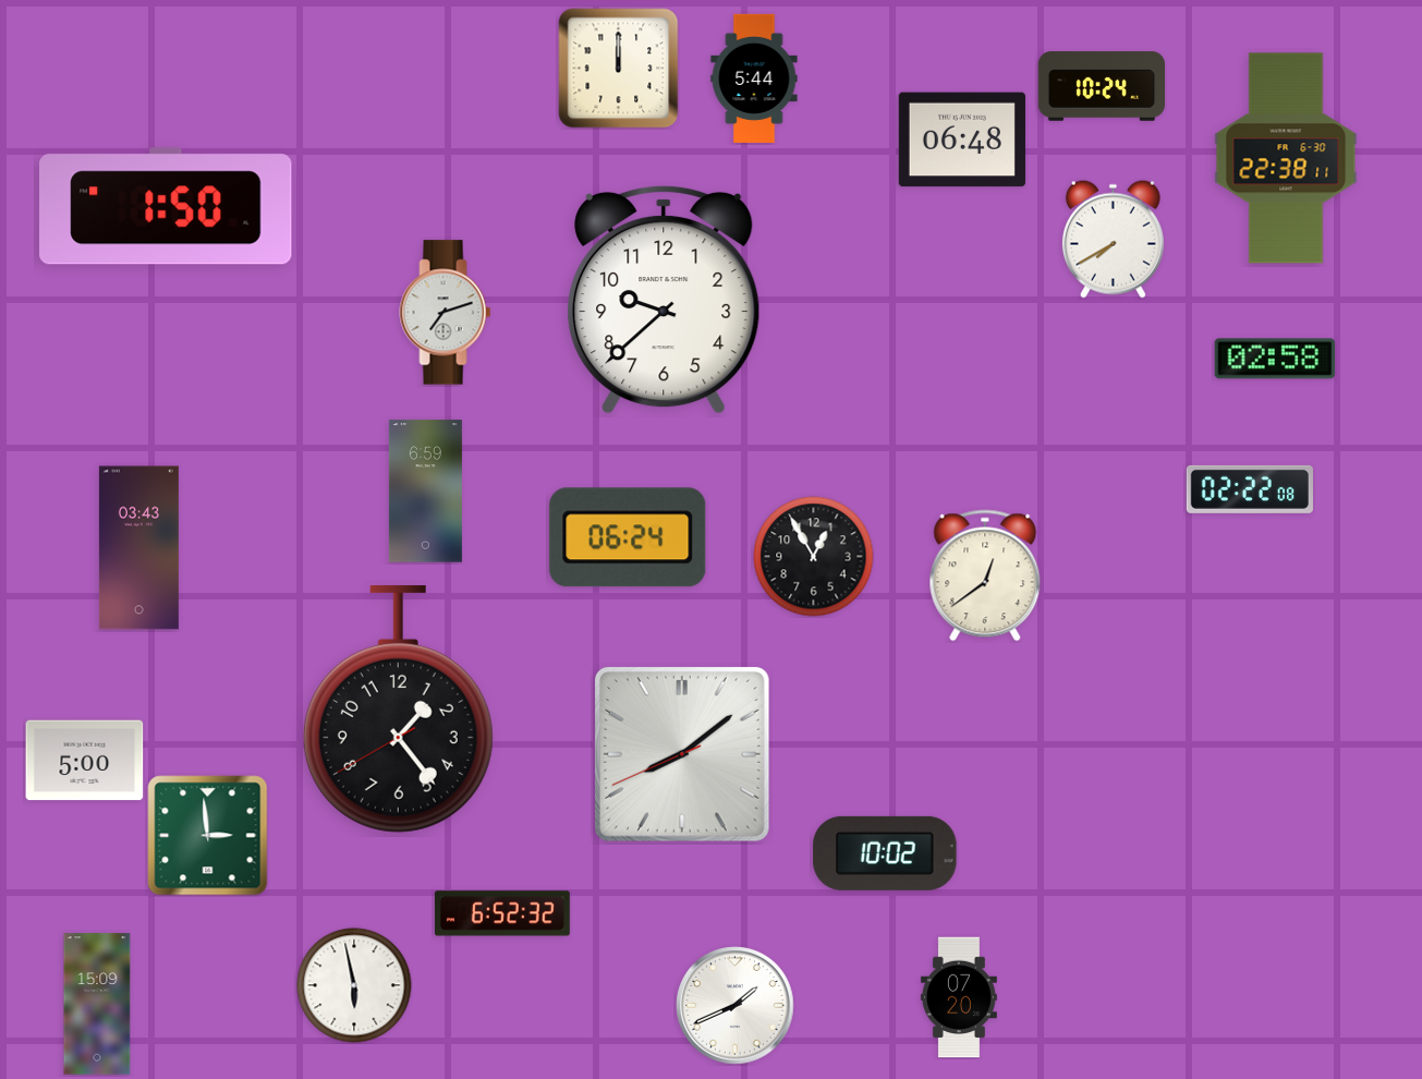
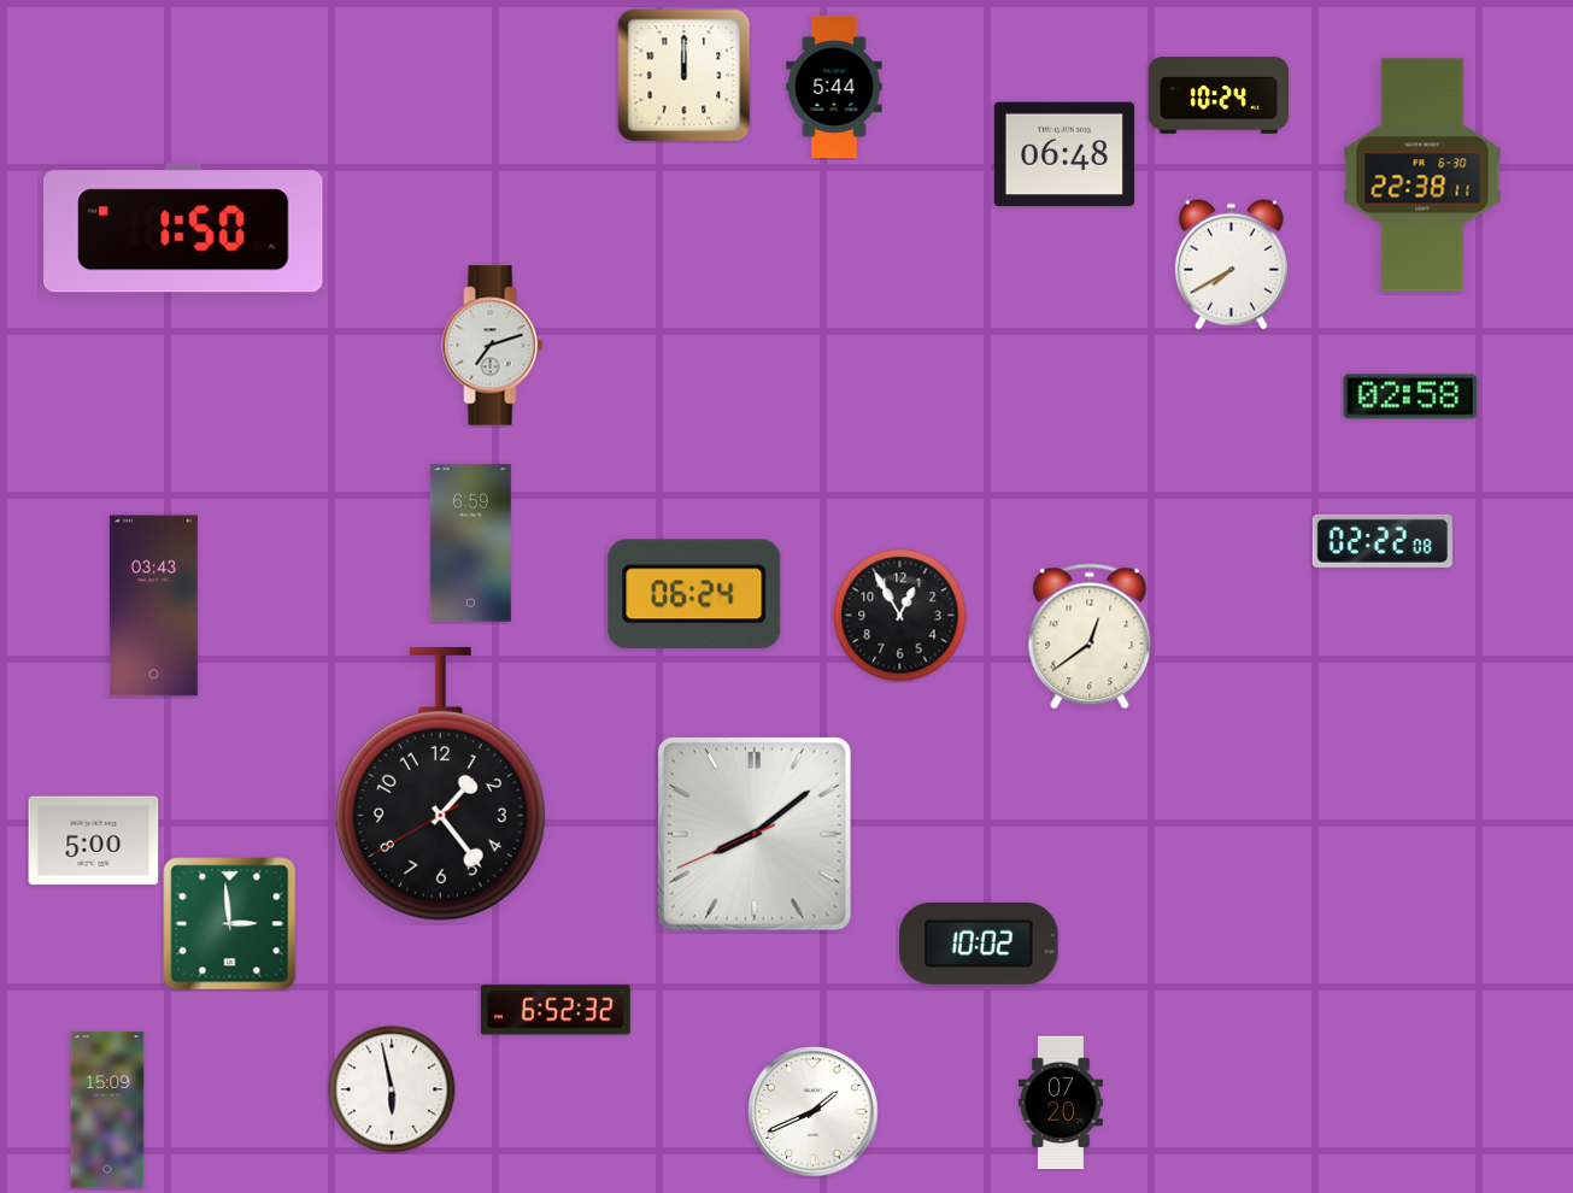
clock at (664, 300): 9:38 -> none
